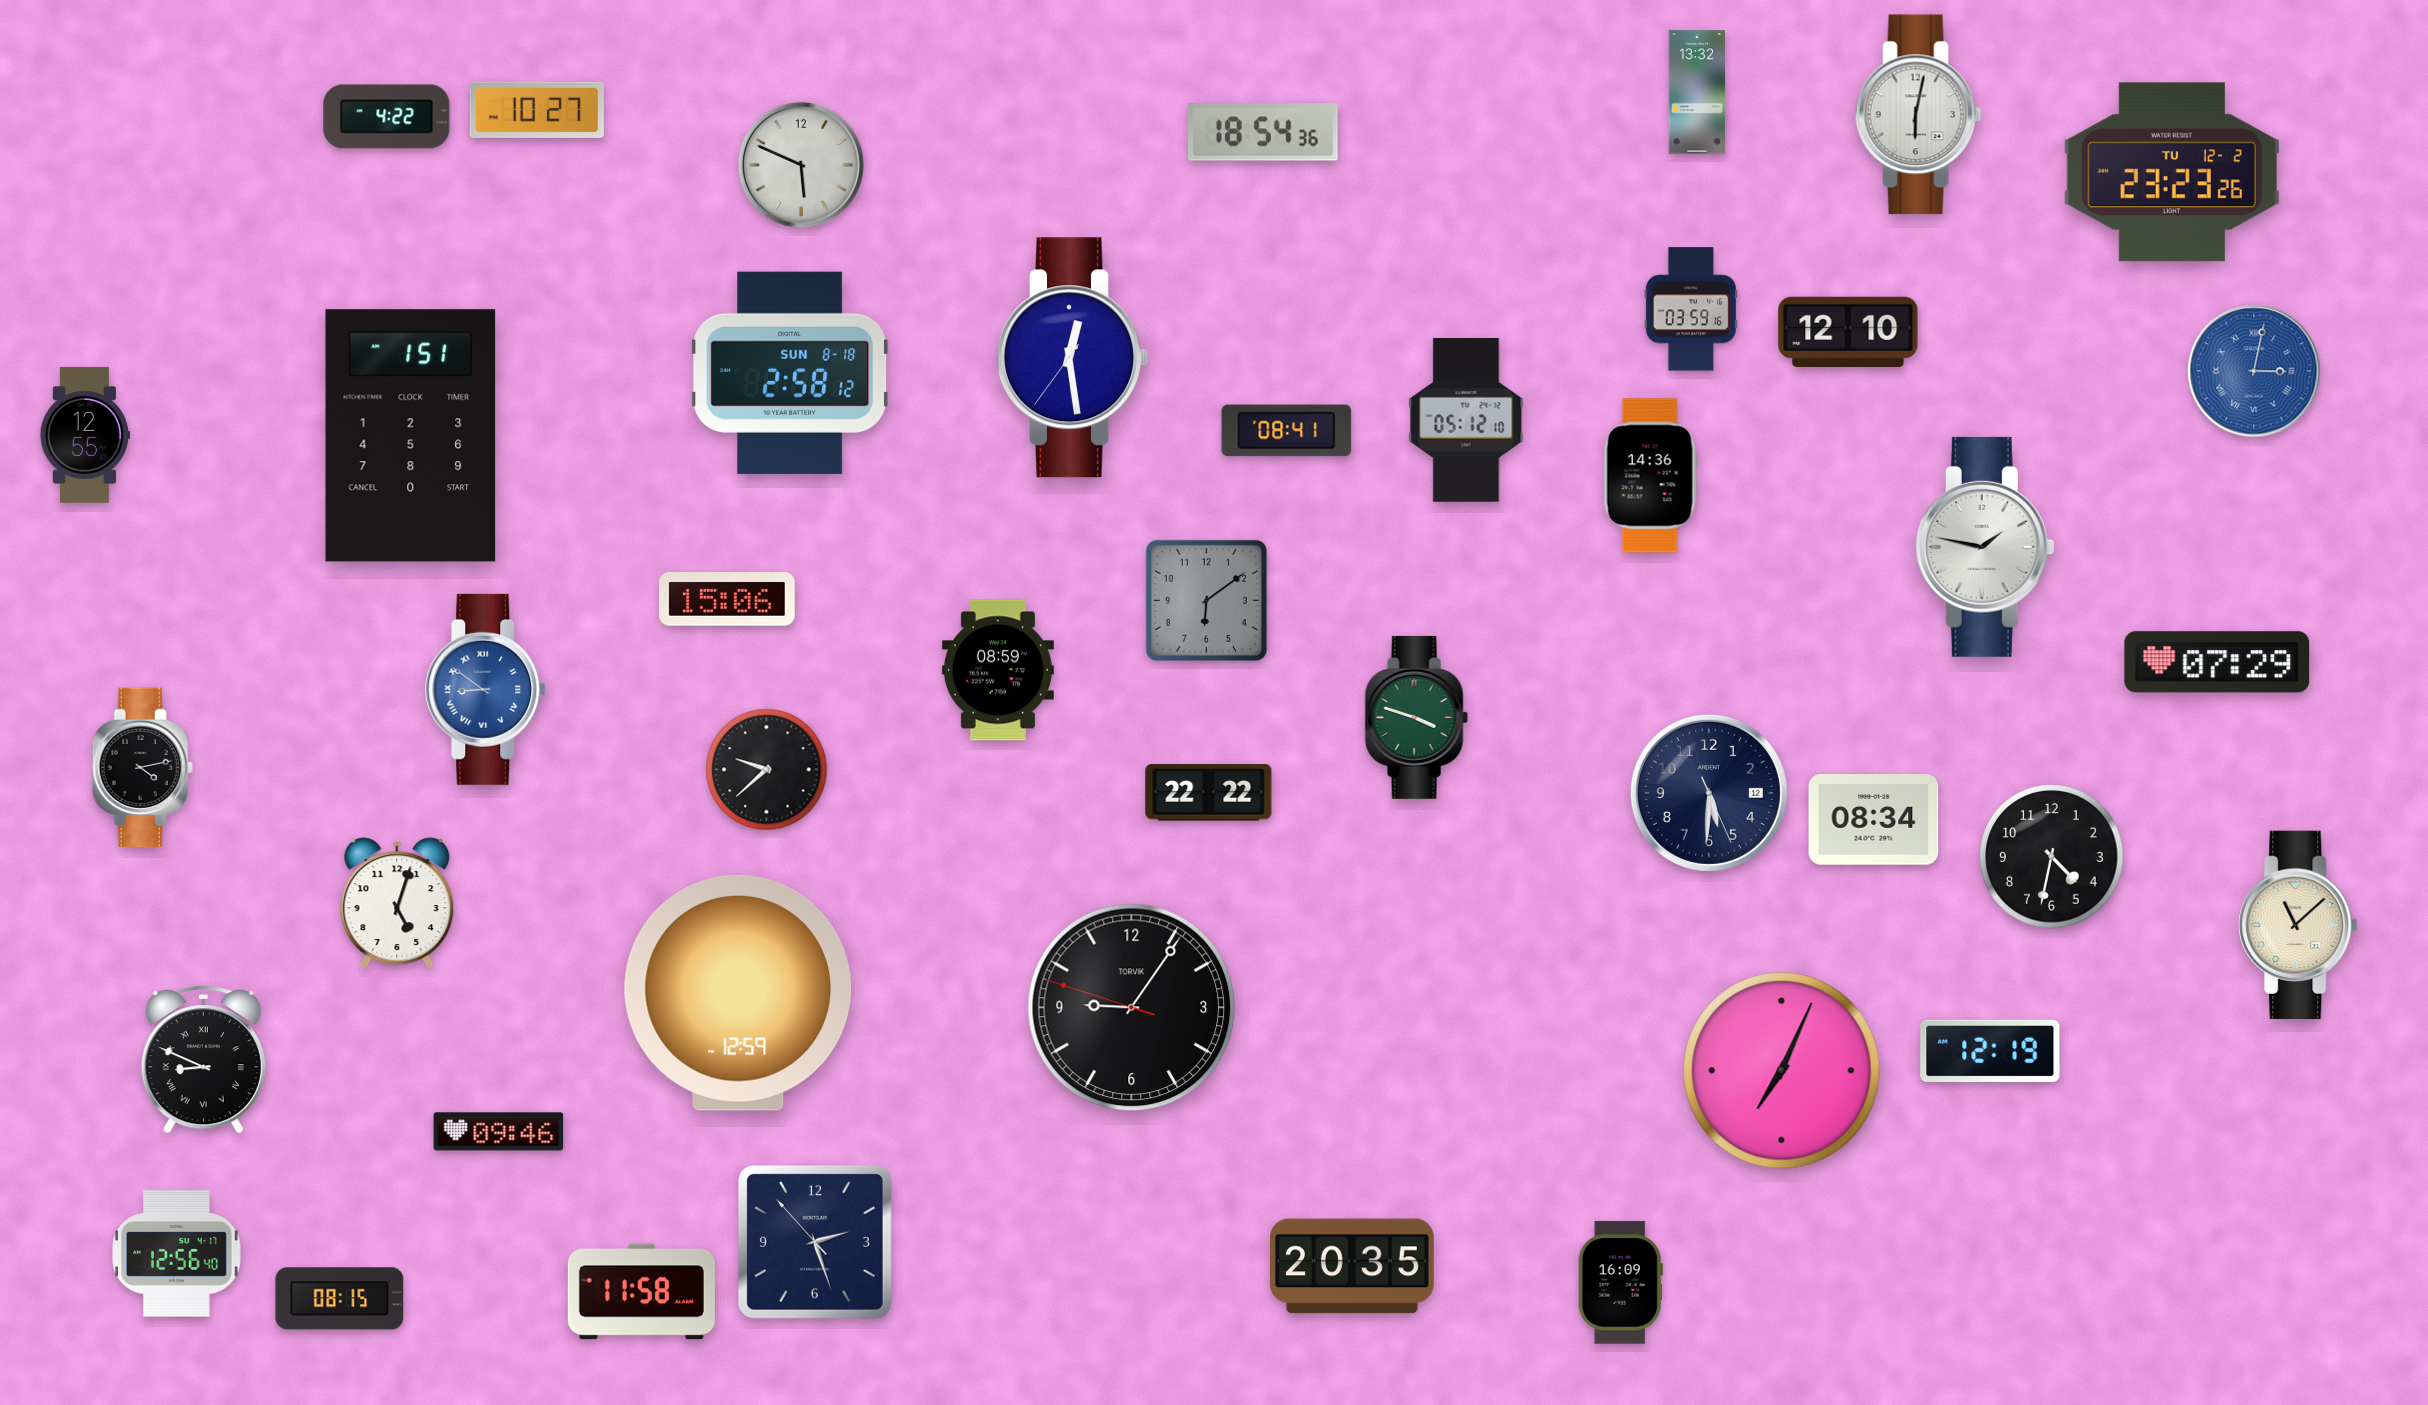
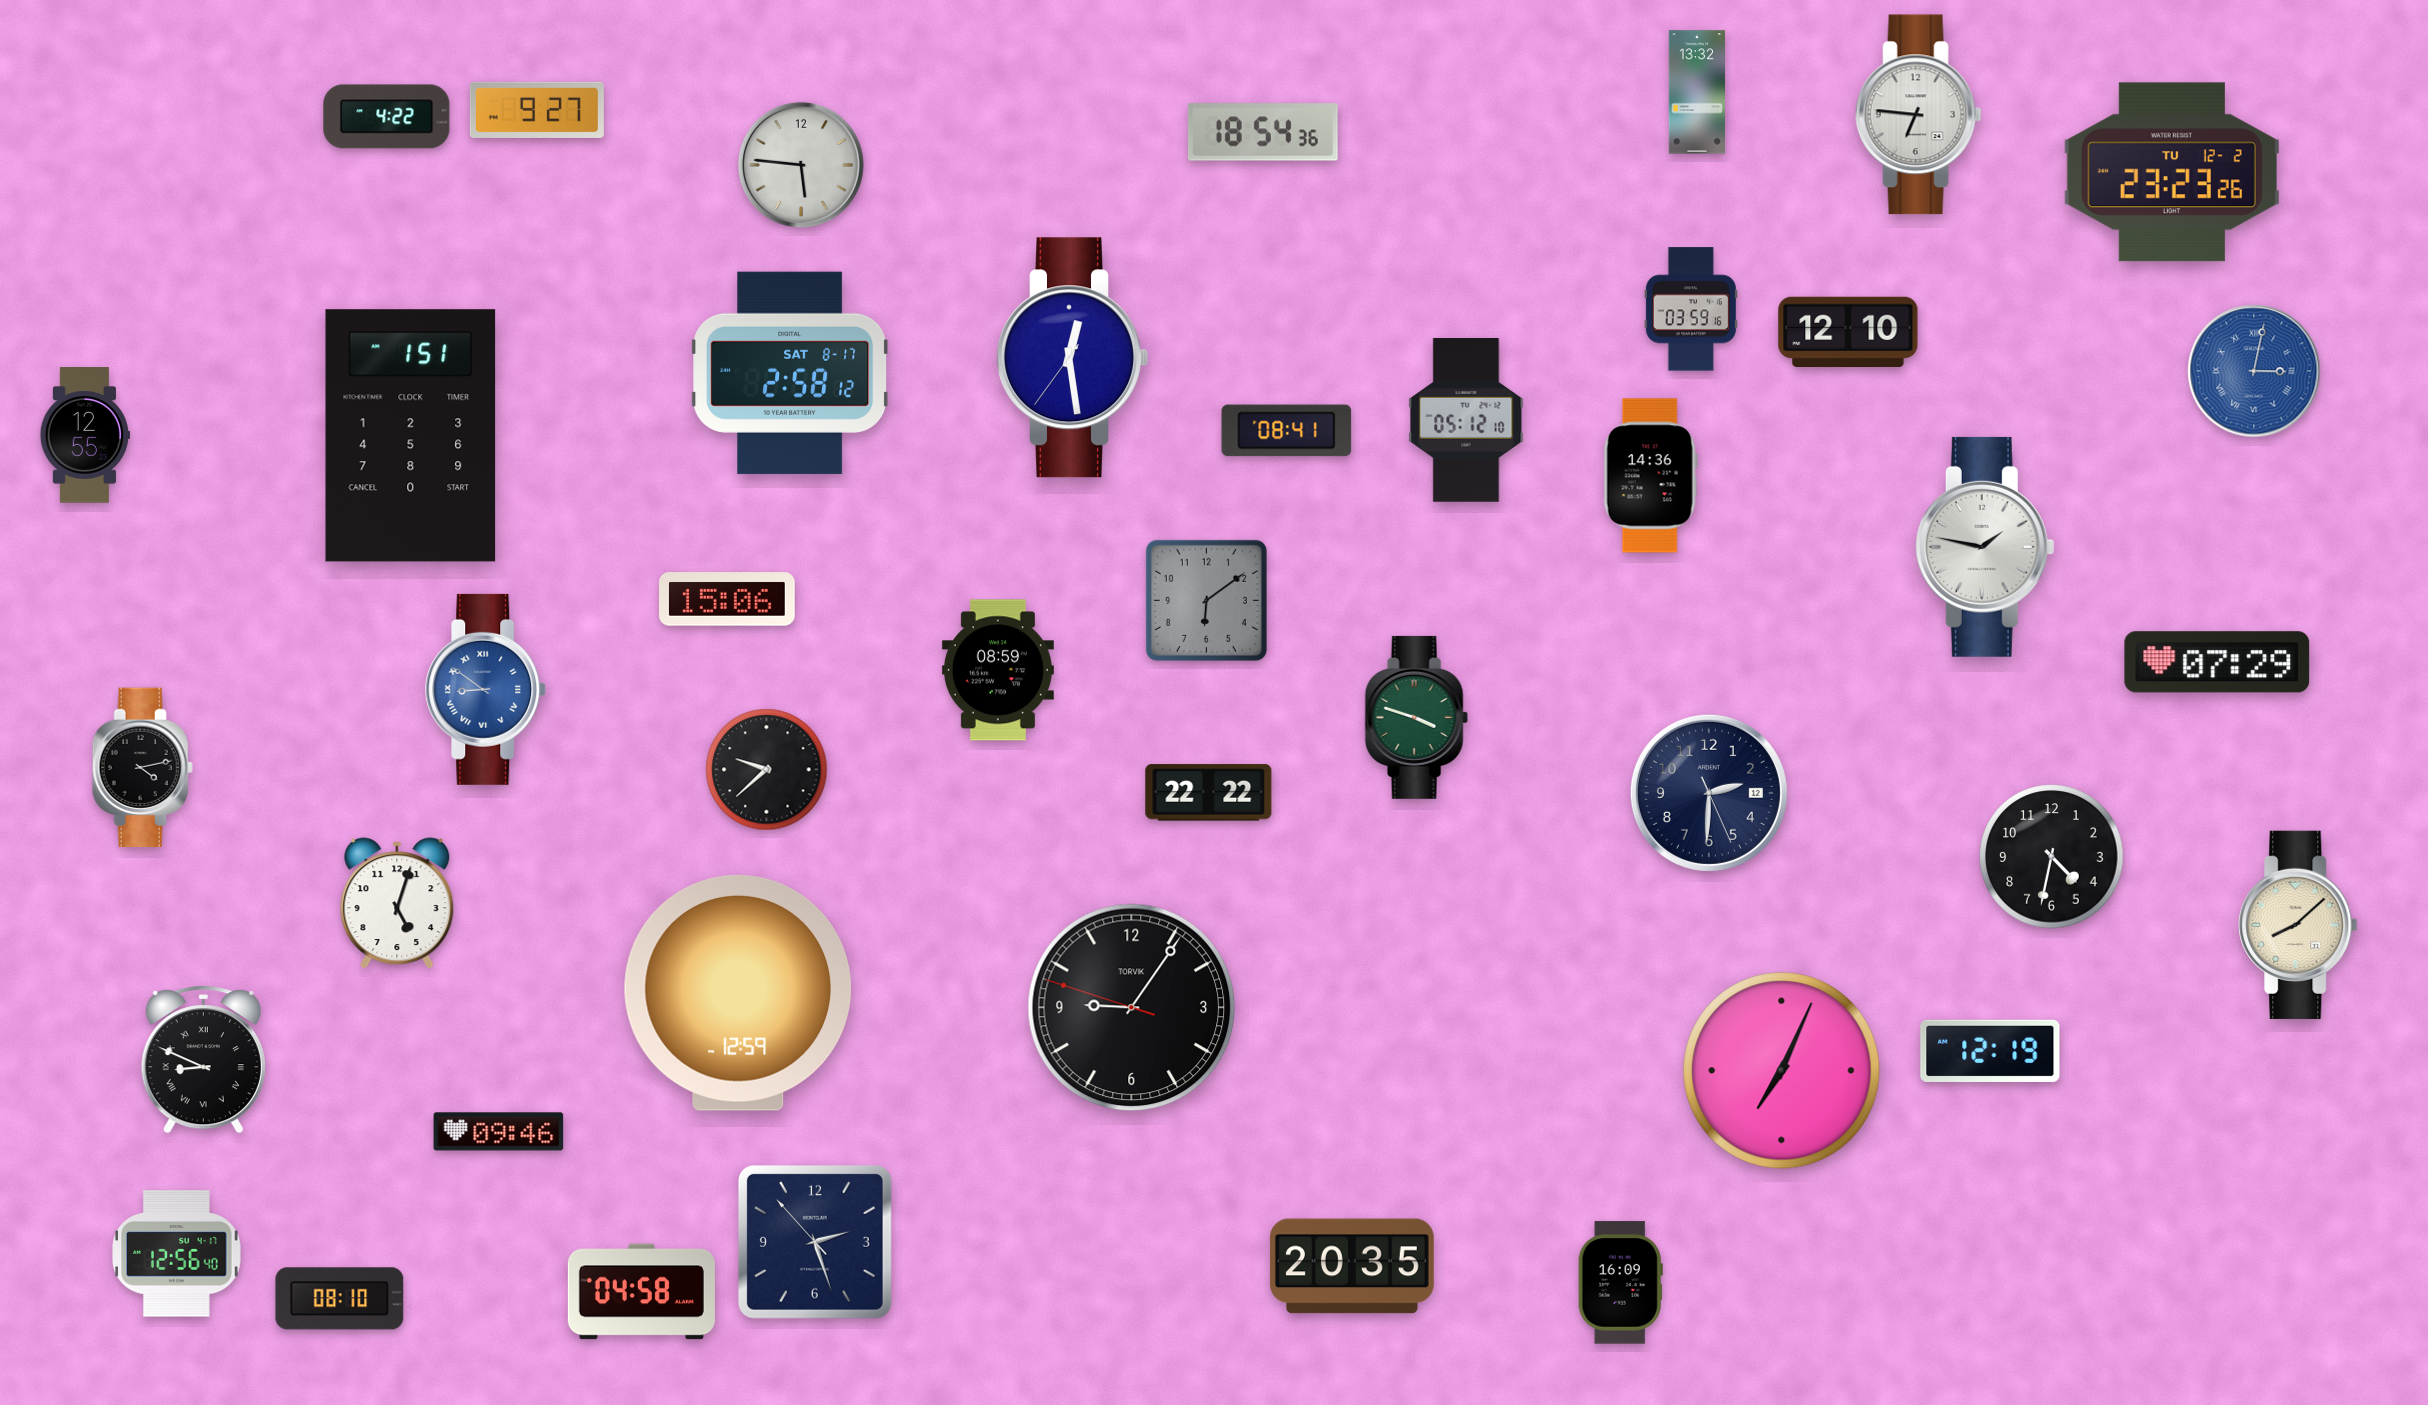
clock at (537, 110): 10:27 -> 9:27
clock at (1918, 115): 6:02 -> 6:46
clock at (801, 165): 5:49 -> 5:46
clock at (790, 373) date: SUN 8-18 -> SAT 8-17
clock at (1709, 793): 5:30 -> 2:30
clock at (1874, 820): 08:34 -> none
clock at (2298, 925): 11:08 -> 8:08
clock at (641, 1292): 11:58 -> 04:58
clock at (340, 1299): 08:15 -> 08:10
